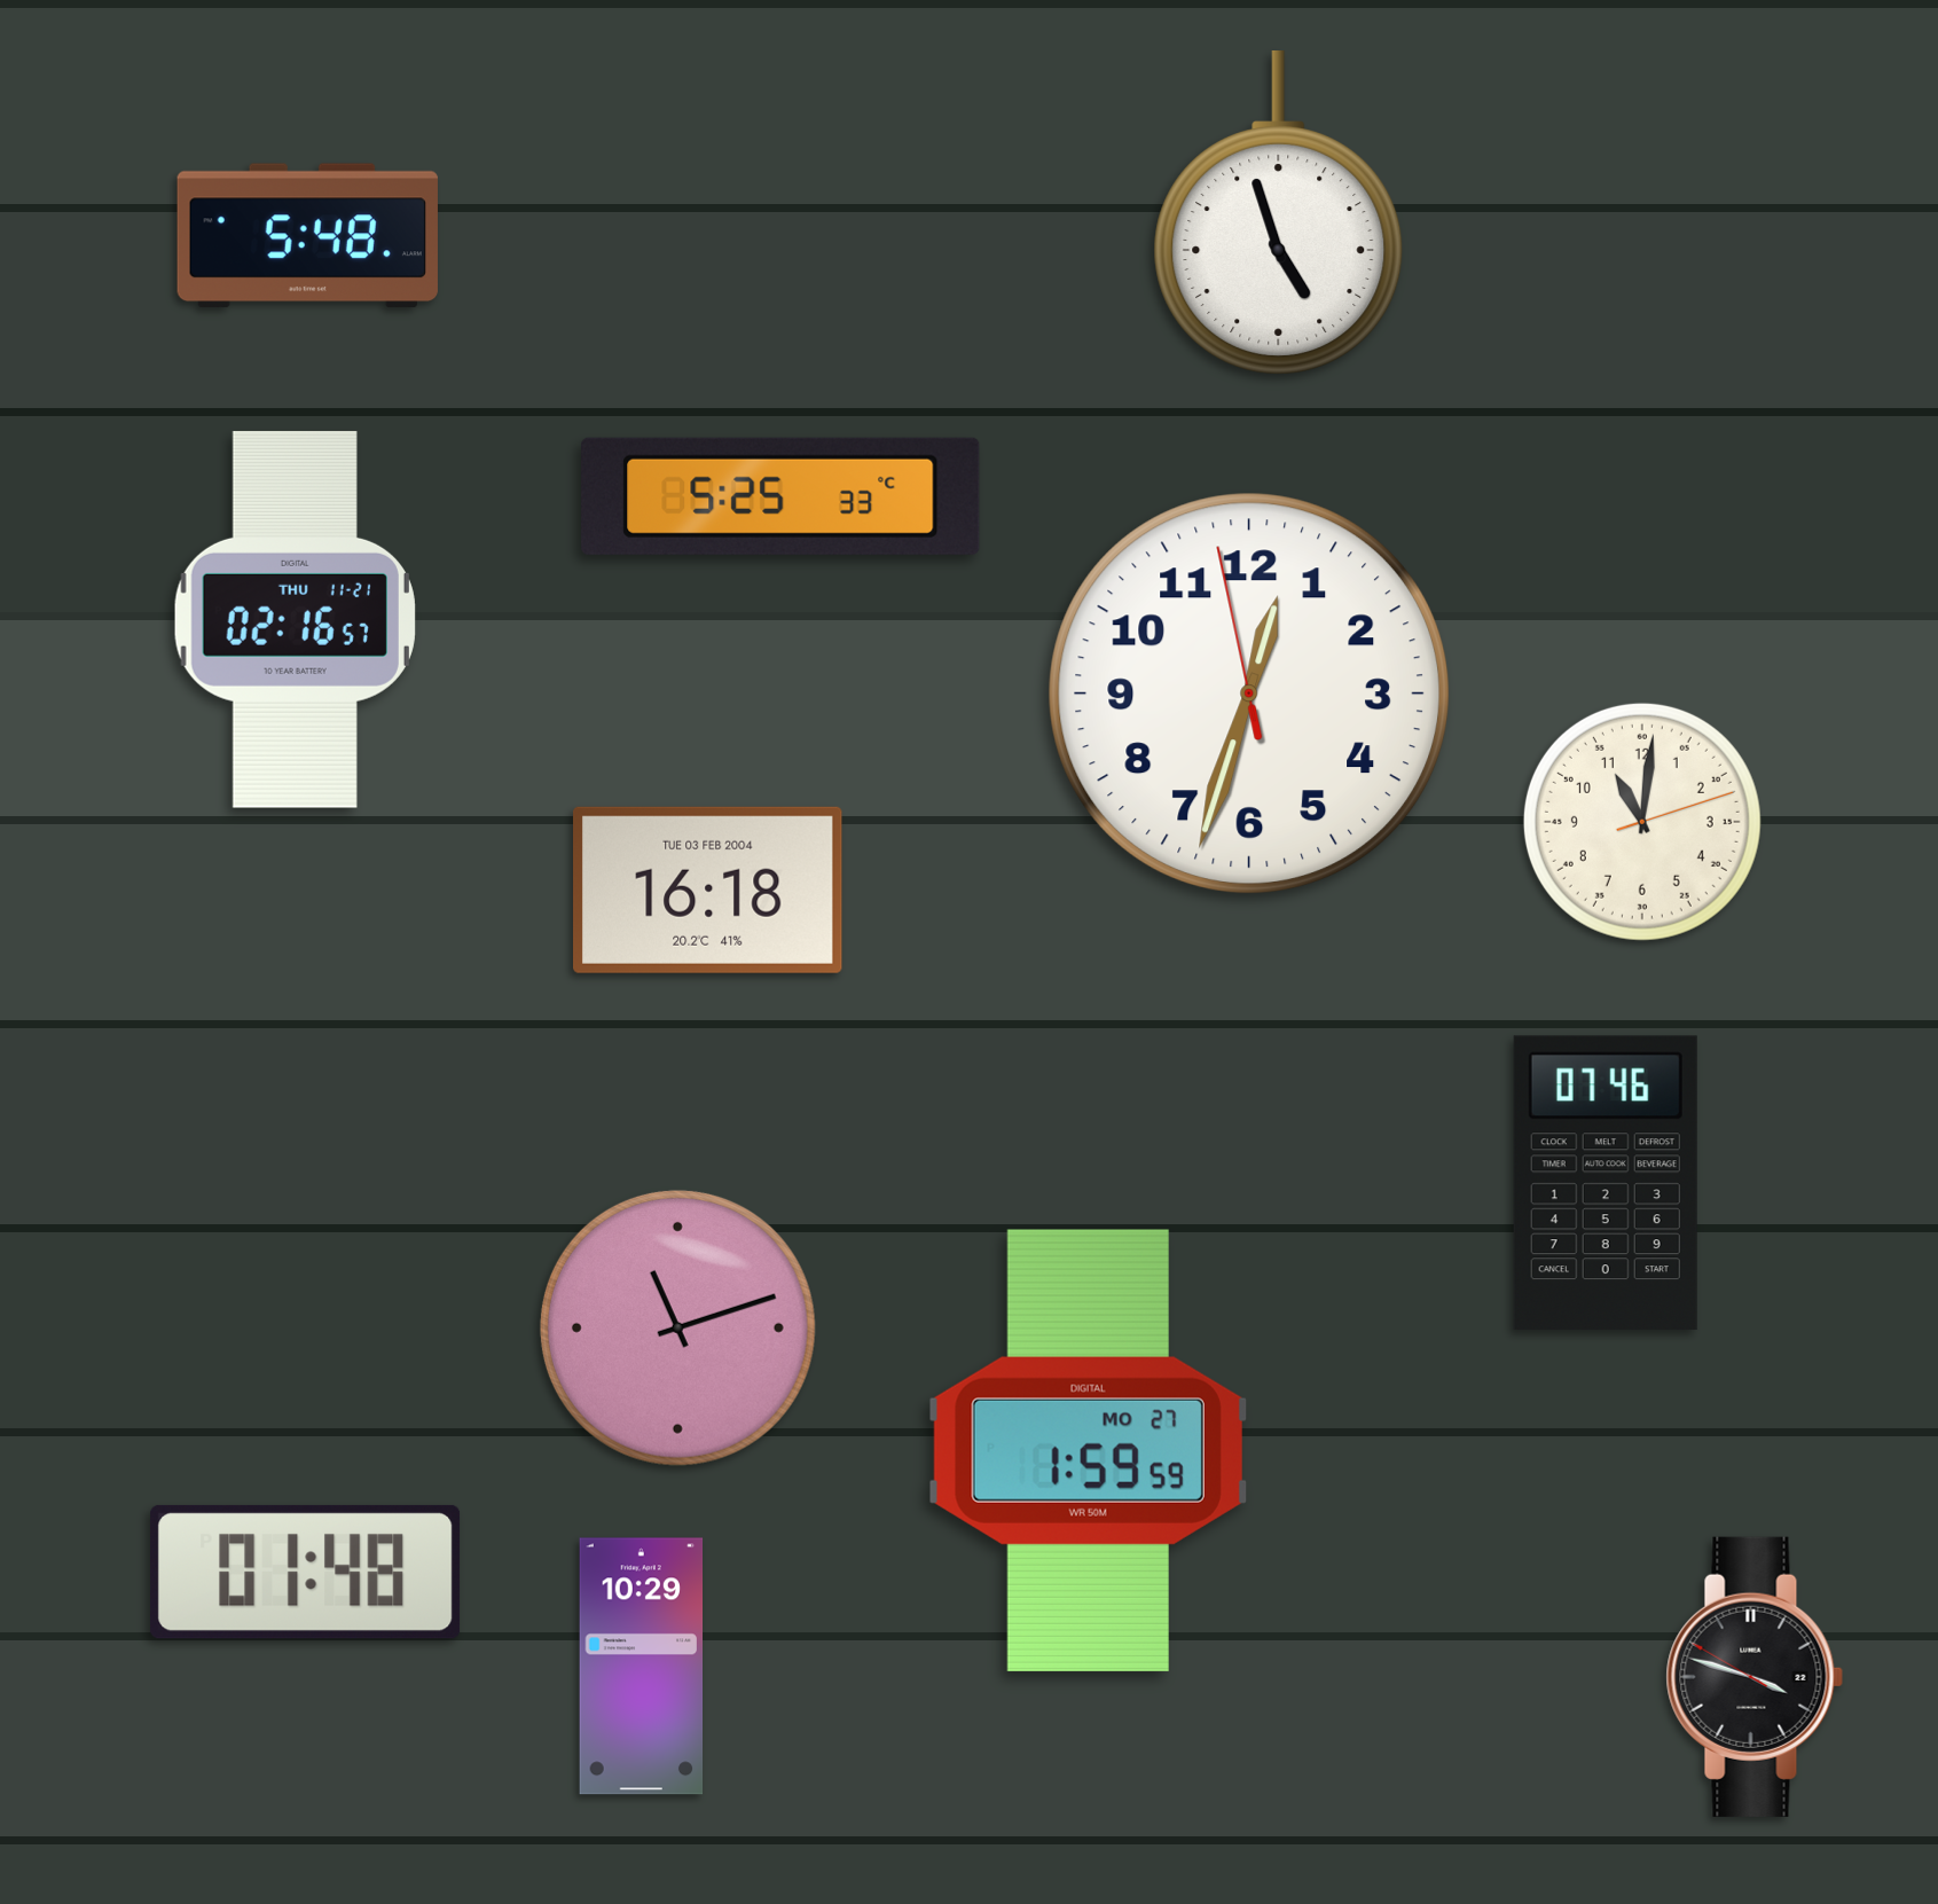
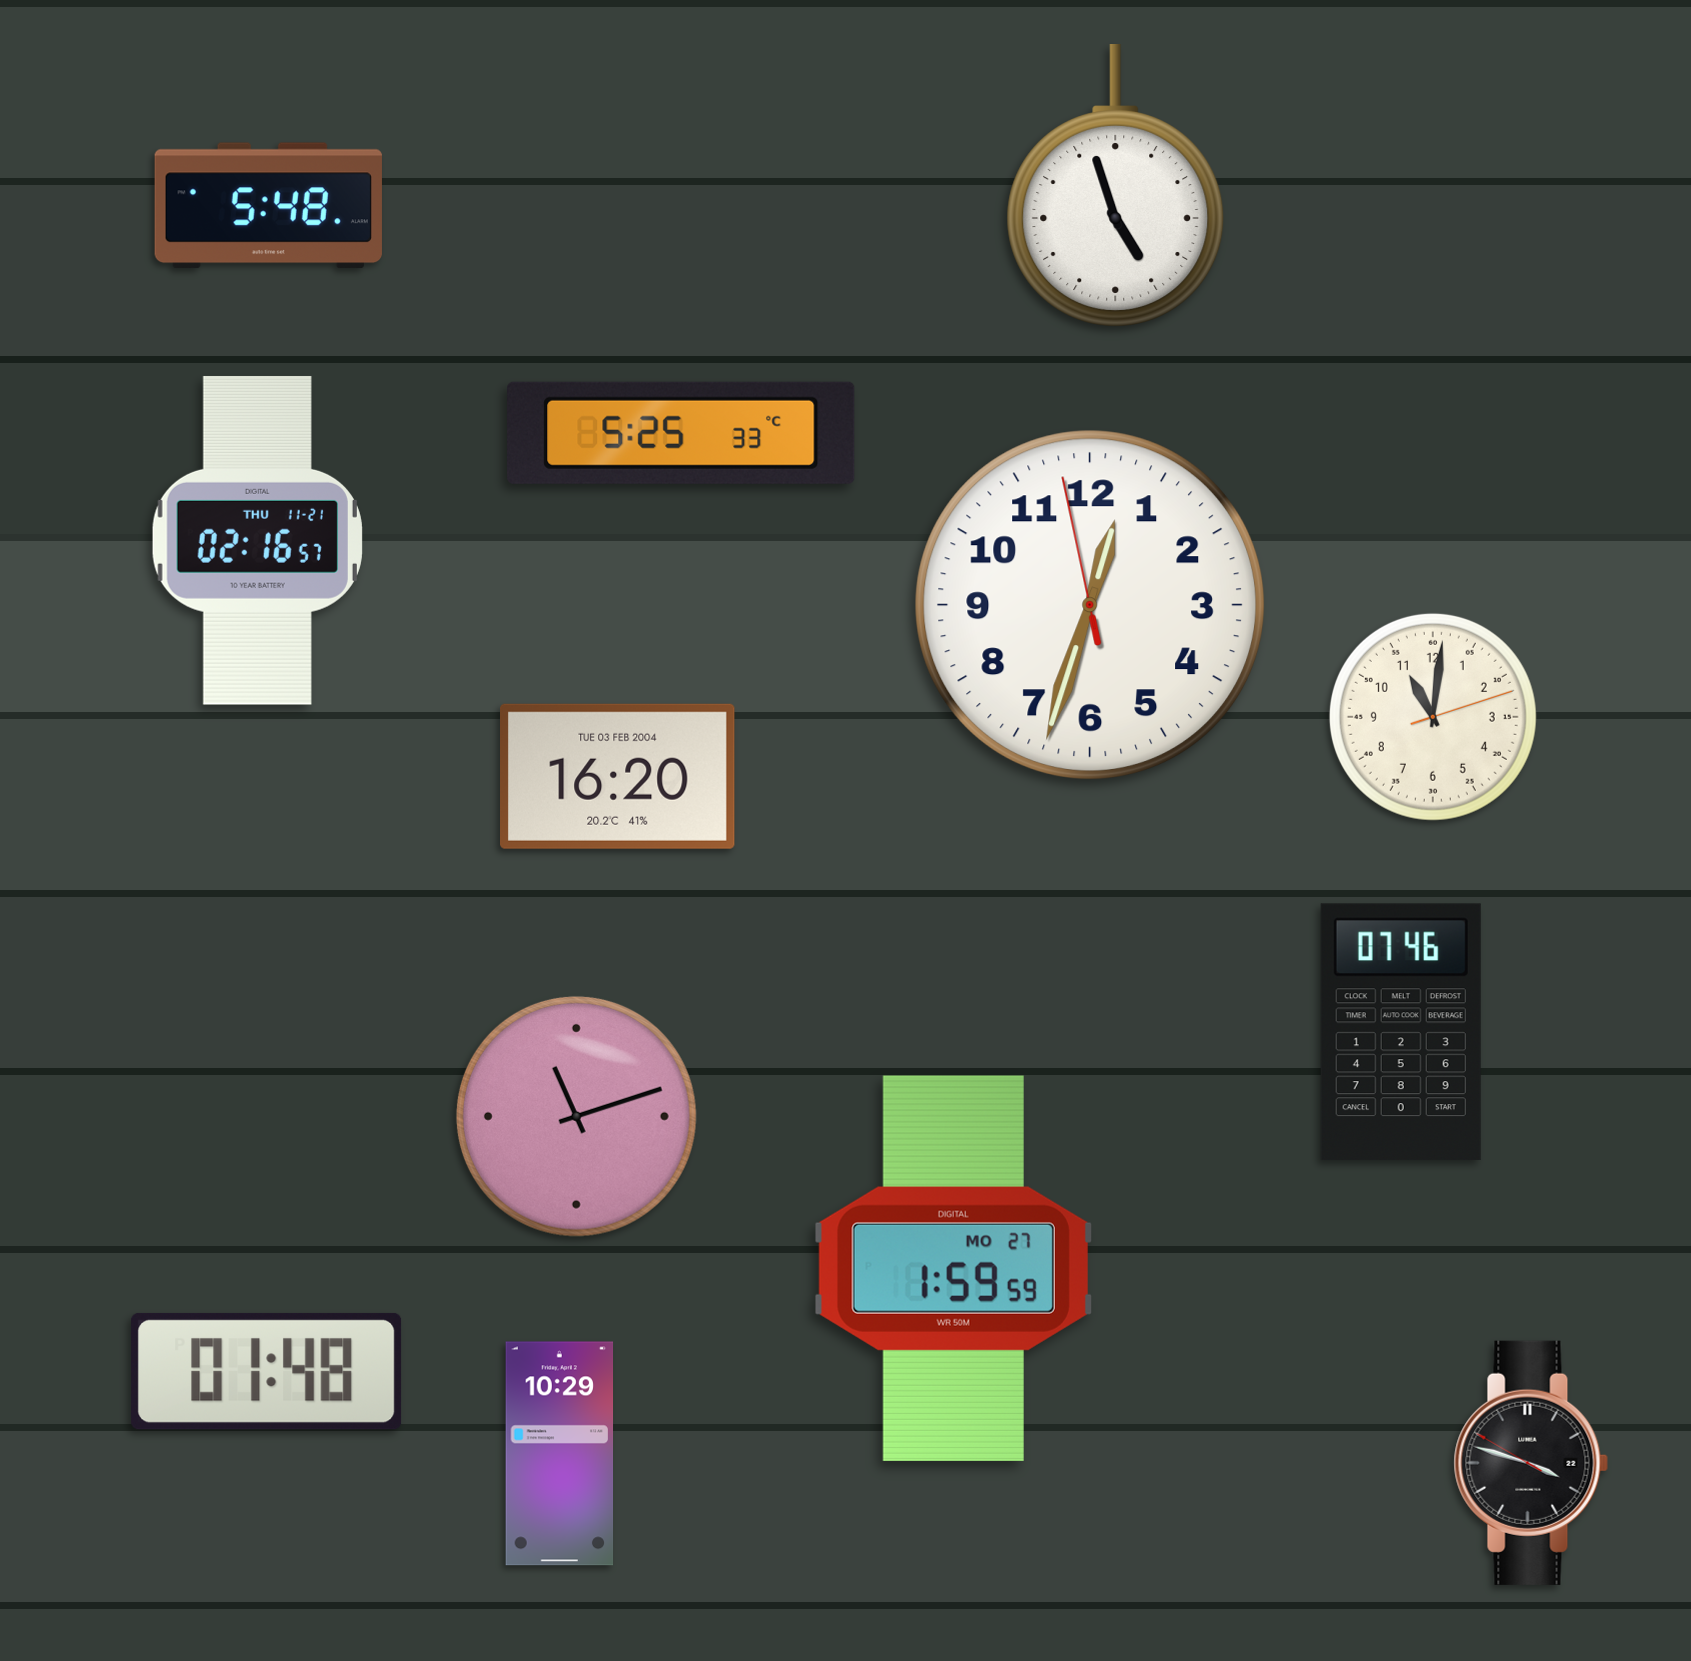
clock at (708, 890): 16:18 -> 16:20
clock at (677, 1327) position: (677, 1327) -> (576, 1116)
clock at (1088, 1450) position: (1088, 1450) -> (953, 1268)
